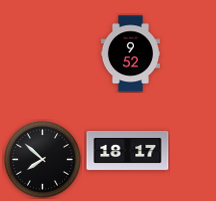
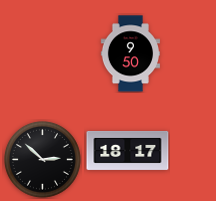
clock at (130, 54): 9:52 -> 9:50
clock at (42, 159): 7:52 -> 2:52
